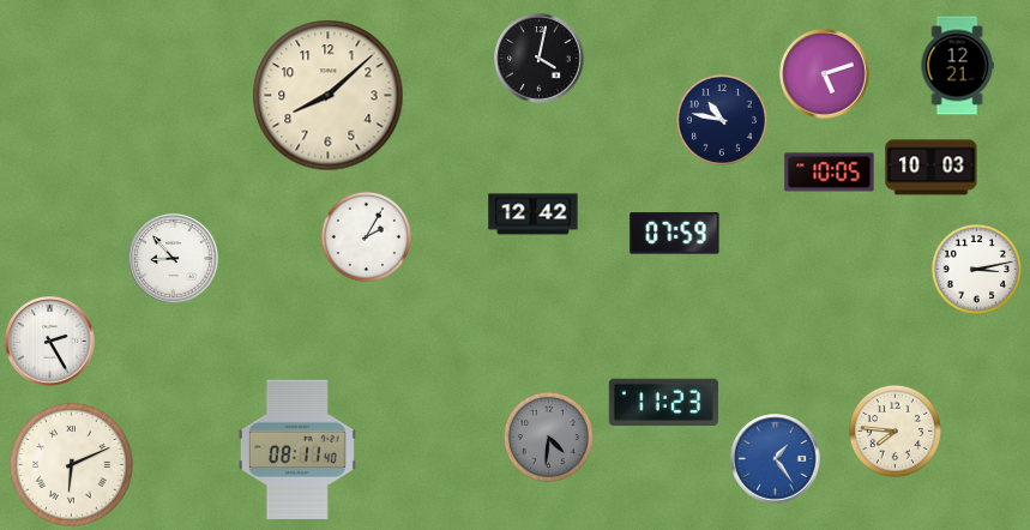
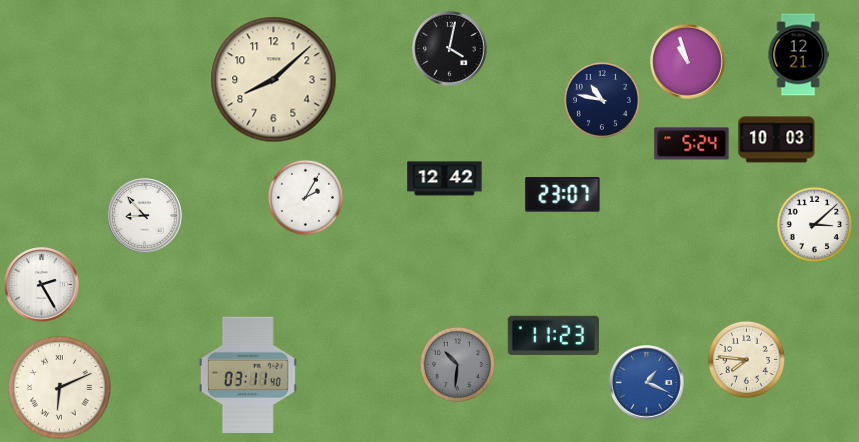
clock at (825, 74): 5:12 -> 10:57
clock at (830, 173): 10:05 -> 5:24
clock at (675, 234): 07:59 -> 23:07
clock at (976, 269): 3:13 -> 3:08
clock at (548, 436): 4:31 -> 10:31
clock at (297, 450): 08:11 -> 03:11
clock at (776, 459): 1:24 -> 1:19
